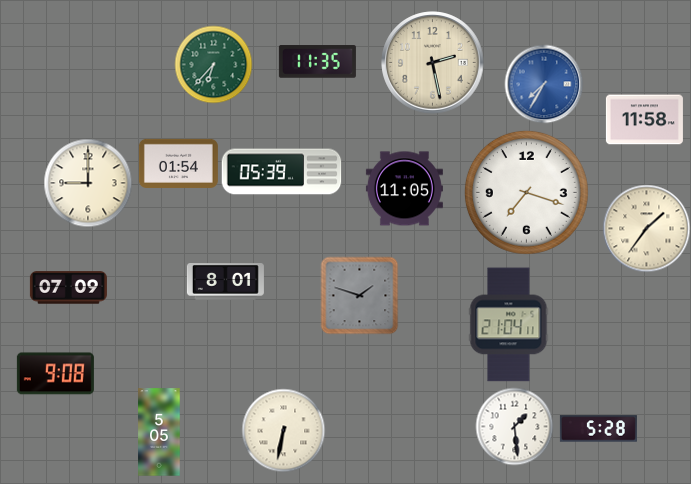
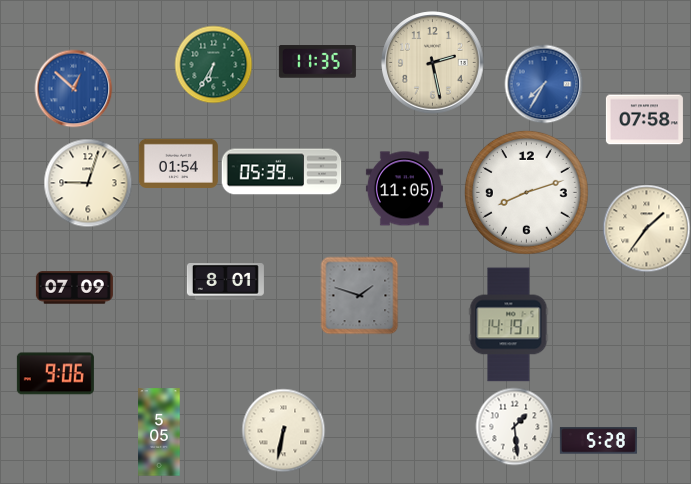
clock at (213, 64): 6:37 -> 6:35
clock at (73, 88): none -> 12:52
clock at (644, 120): 11:58 -> 07:58
clock at (88, 183): 9:00 -> 9:03
clock at (526, 192): 7:18 -> 8:12
clock at (68, 288) position: (68, 288) -> (74, 288)
clock at (509, 325): 21:04 -> 14:19
clock at (55, 374): 9:08 -> 9:06
clock at (598, 429) position: (598, 429) -> (598, 441)
